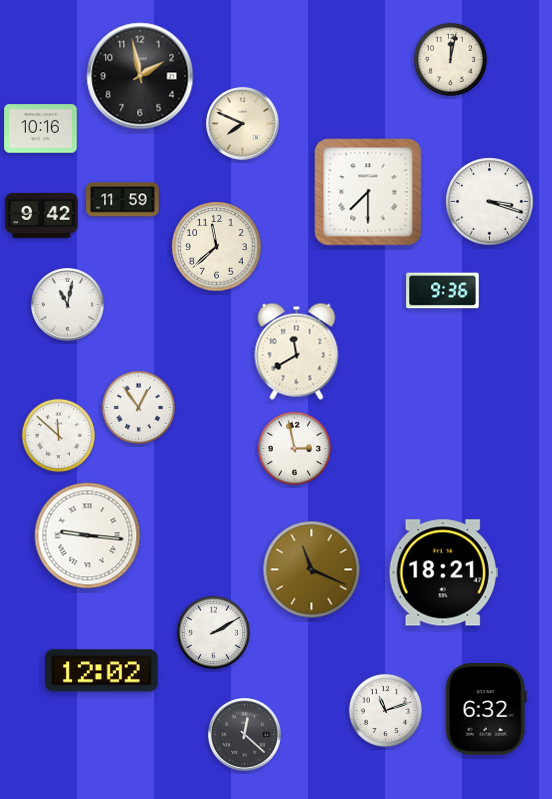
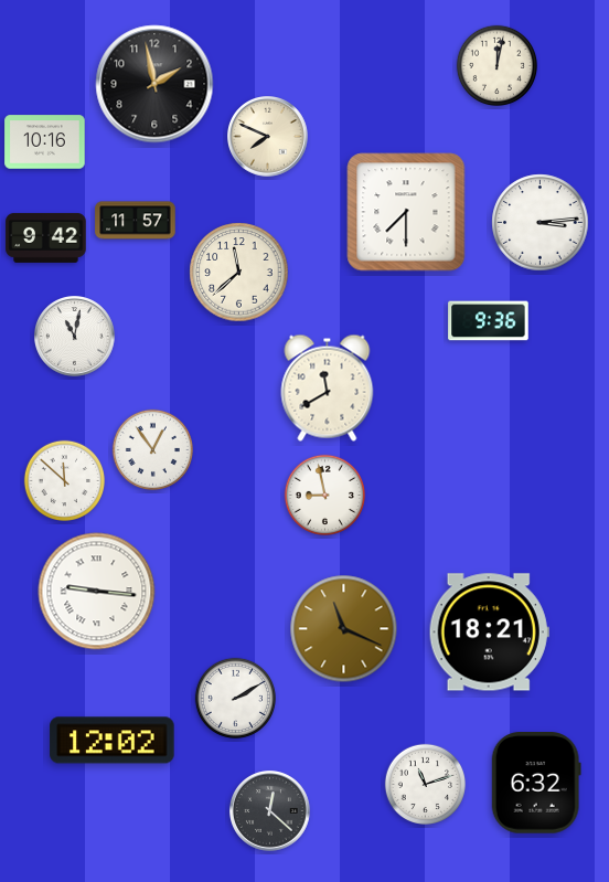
clock at (123, 200): 11:59 -> 11:57
clock at (490, 202): 3:18 -> 3:14
clock at (294, 448): 2:58 -> 8:58
